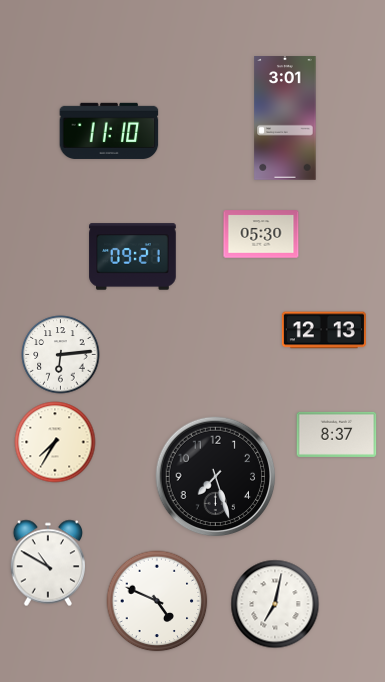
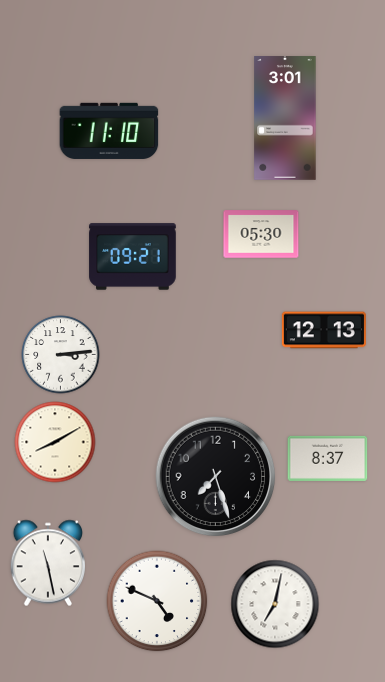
clock at (61, 355): 6:14 -> 3:14
clock at (337, 434) position: (337, 434) -> (328, 458)
clock at (55, 442): 7:35 -> 8:10
clock at (47, 563): 10:50 -> 11:28
